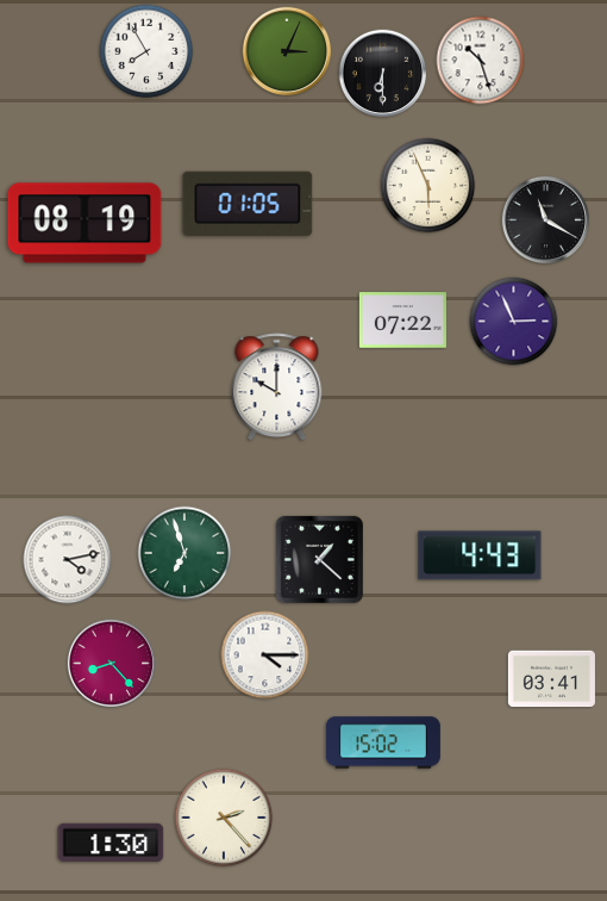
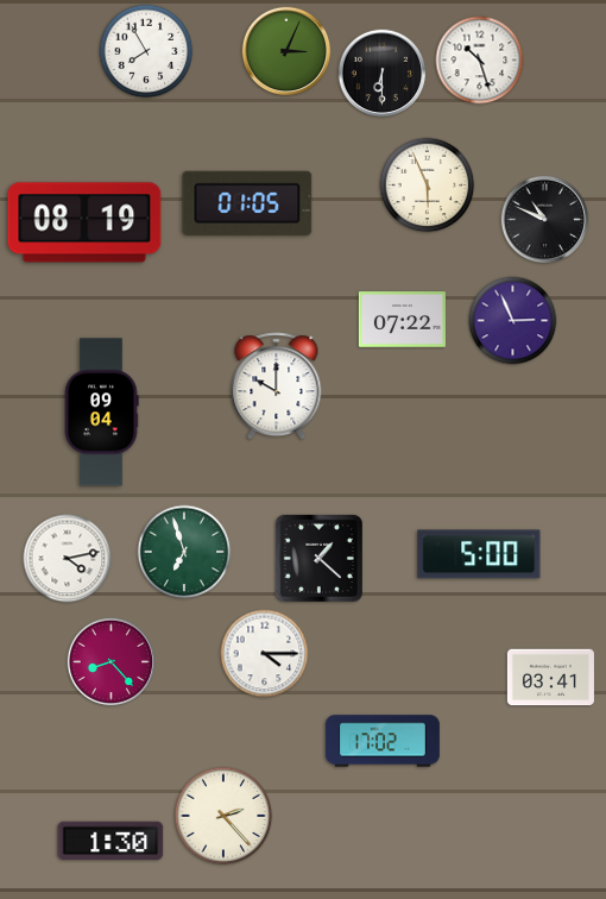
clock at (546, 220): 11:20 -> 10:49
clock at (101, 413): none -> 09:04
clock at (480, 555): 4:43 -> 5:00
clock at (383, 742): 15:02 -> 17:02
